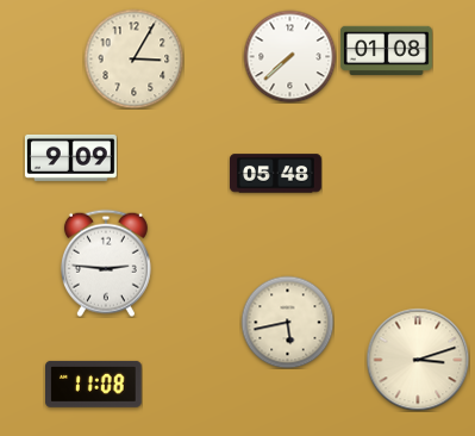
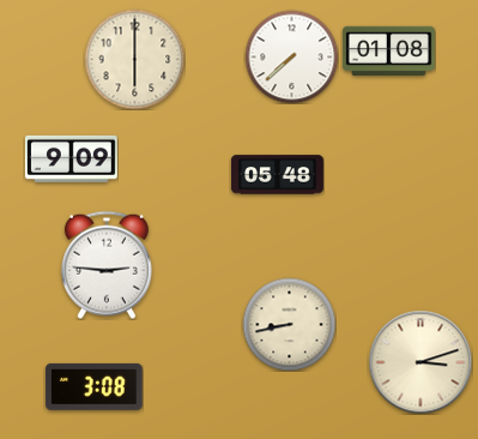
clock at (133, 58): 3:05 -> 6:00
clock at (287, 322): 5:43 -> 8:43
clock at (94, 384): 11:08 -> 3:08
